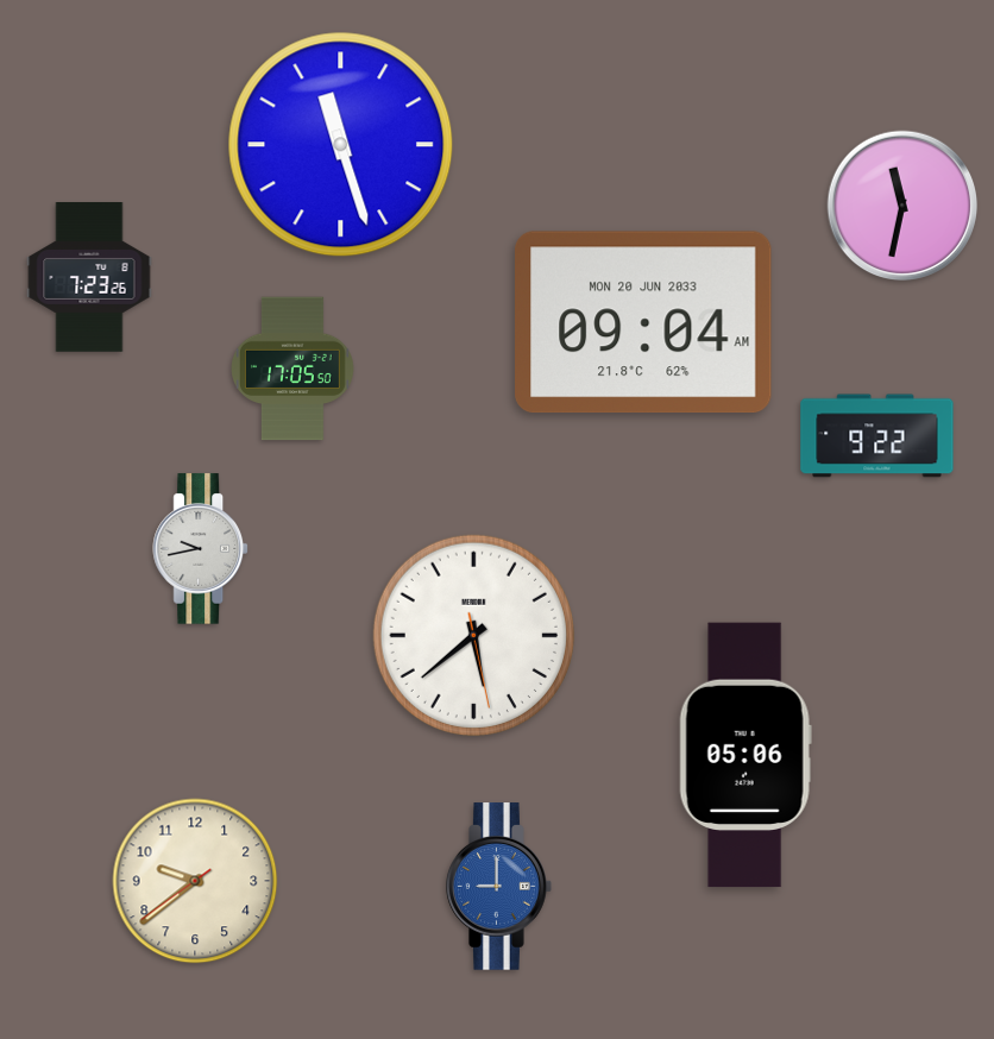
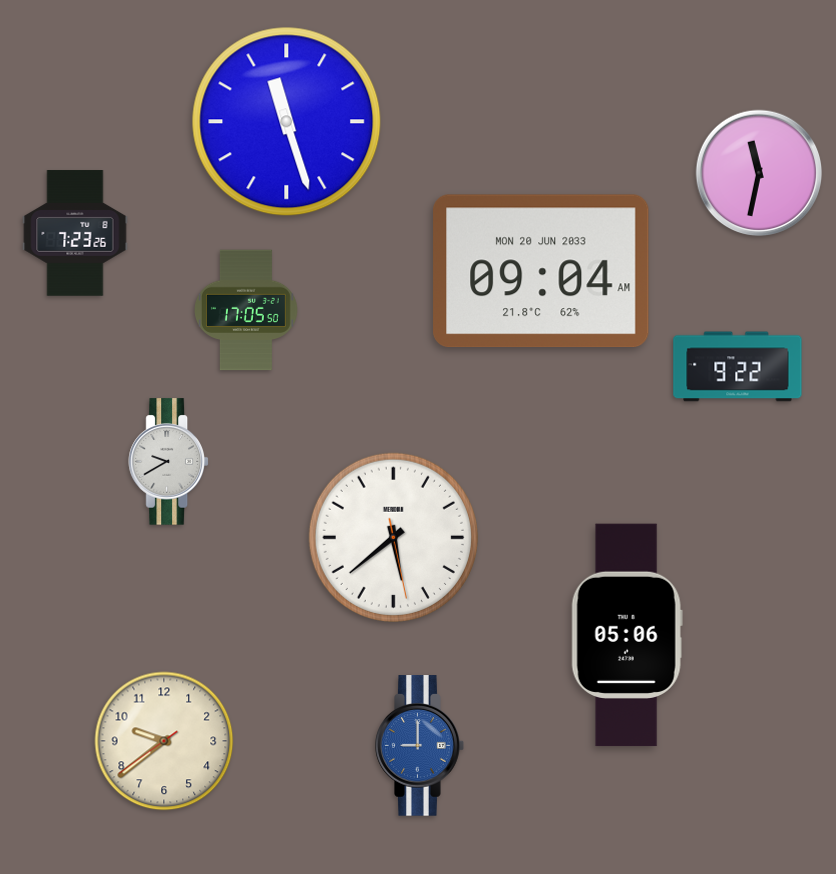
clock at (200, 549): 9:43 -> 9:40
clock at (473, 635) position: (473, 635) -> (393, 537)
